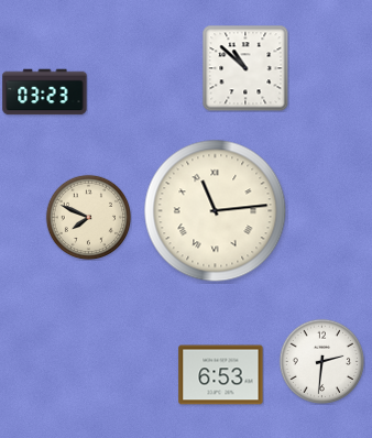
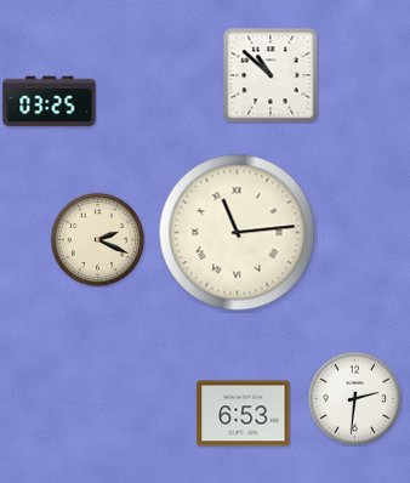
clock at (45, 92): 03:23 -> 03:25
clock at (88, 217): 7:49 -> 2:19
